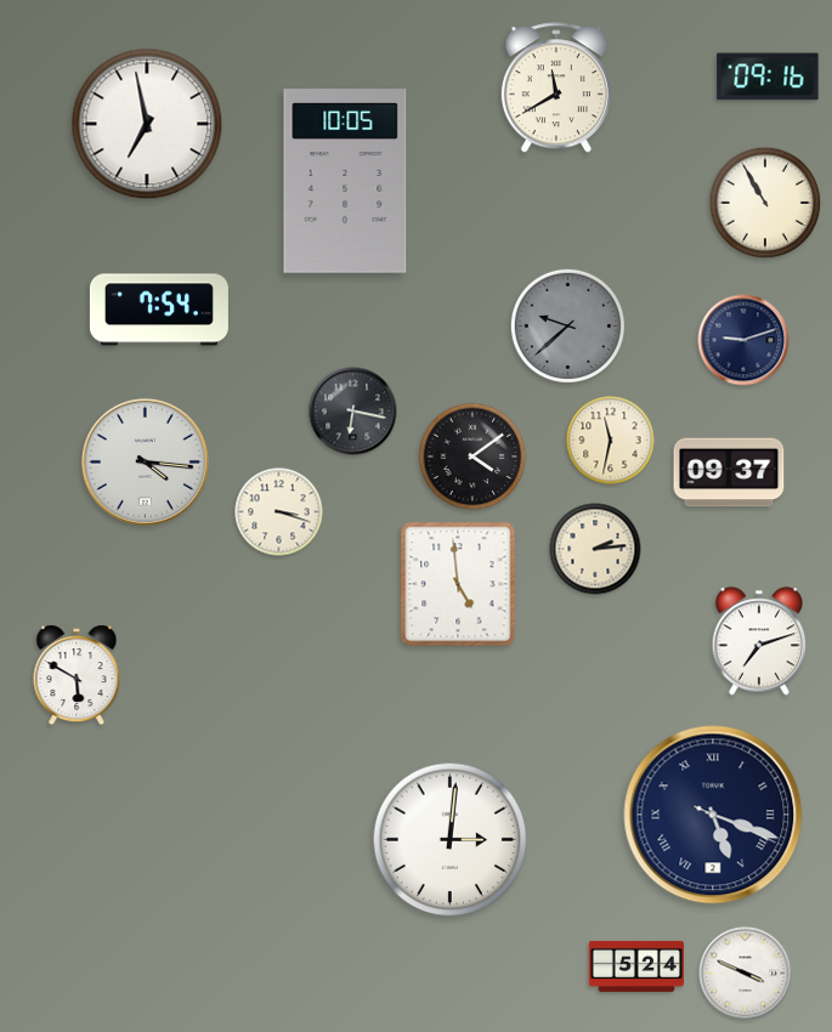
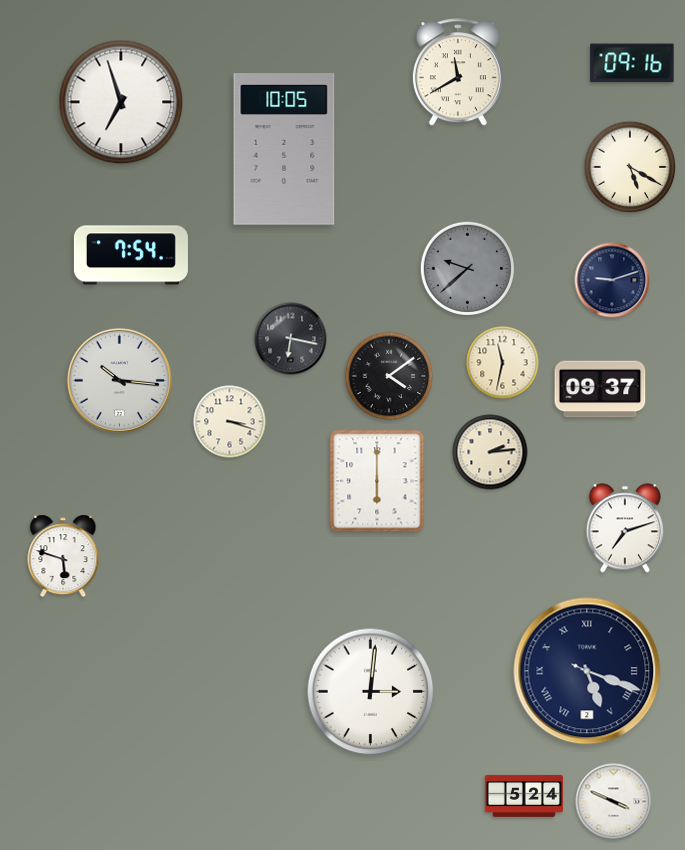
clock at (147, 124): 6:58 -> 6:57
clock at (765, 203): 10:55 -> 5:20
clock at (145, 461): 4:16 -> 10:16
clock at (458, 584): 4:59 -> 6:00
clock at (77, 675): 5:50 -> 5:48
